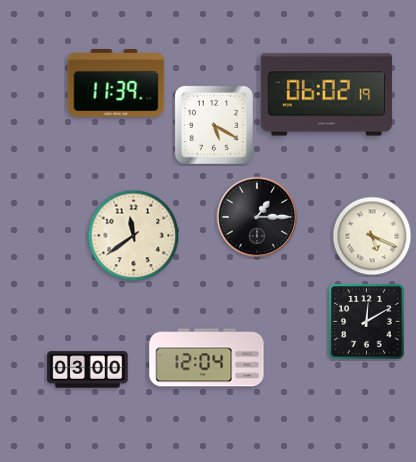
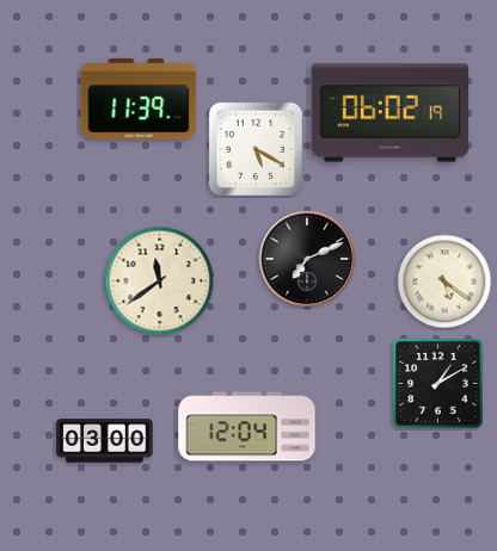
clock at (257, 217): 1:15 -> 7:11
clock at (372, 236): 5:19 -> 5:21
clock at (367, 322): 12:10 -> 1:10
